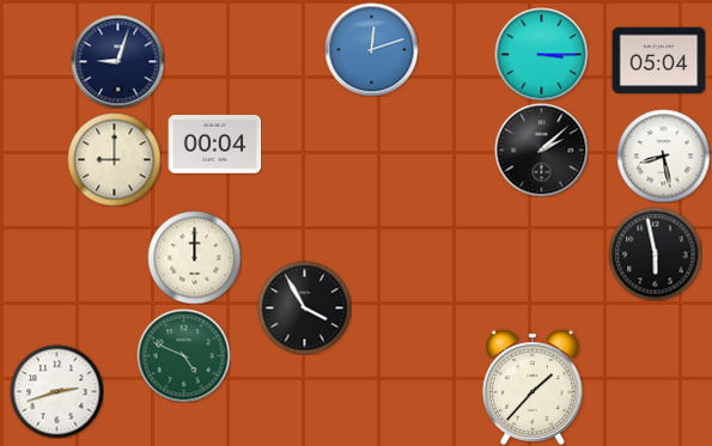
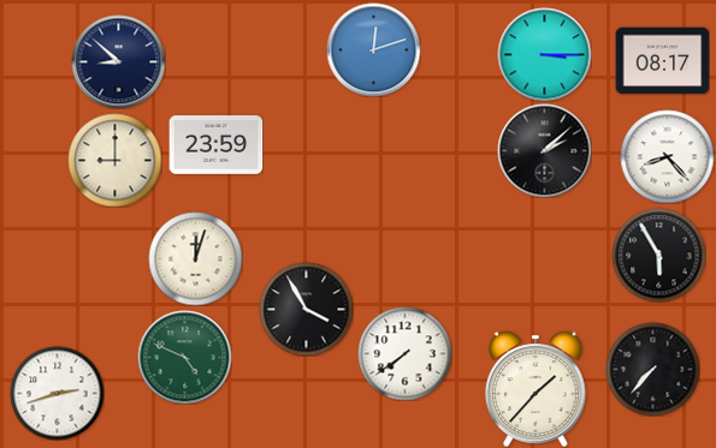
clock at (117, 61): 9:03 -> 8:52
clock at (658, 61): 05:04 -> 08:17
clock at (214, 145): 00:04 -> 23:59
clock at (663, 155): 8:28 -> 8:23
clock at (655, 253): 5:58 -> 5:55
clock at (194, 257): 12:00 -> 12:03
clock at (404, 353): none -> 7:39
clock at (652, 369): none -> 7:37
